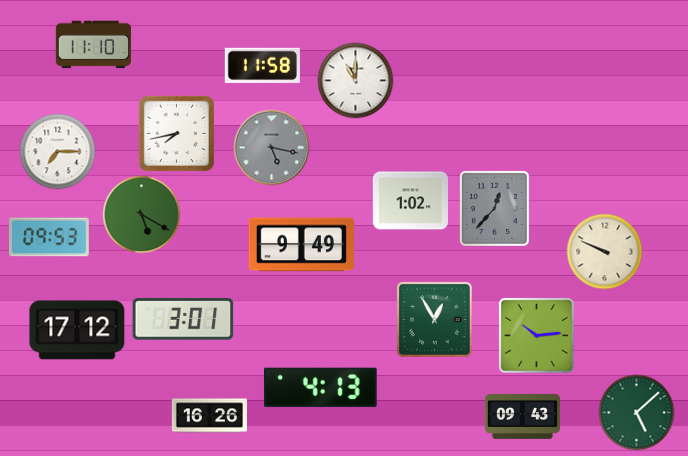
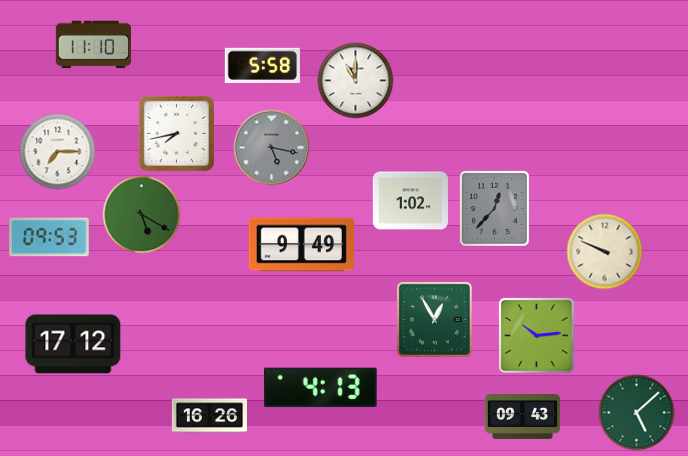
clock at (262, 65): 11:58 -> 5:58
clock at (183, 319): 3:01 -> none
clock at (77, 330) position: (77, 330) -> (73, 344)
